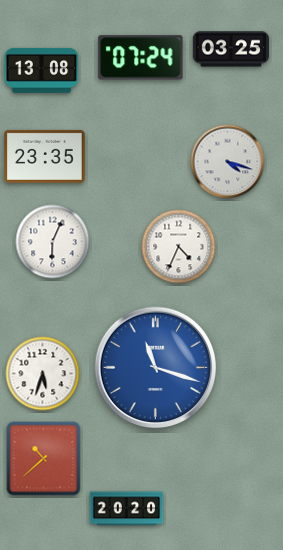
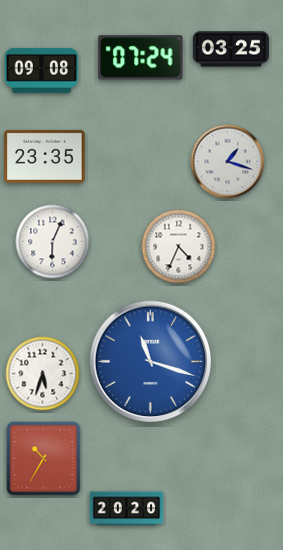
clock at (42, 70): 13:08 -> 09:08
clock at (228, 162): 4:18 -> 1:18
clock at (156, 368) position: (156, 368) -> (151, 362)
clock at (44, 459): 10:38 -> 10:35
